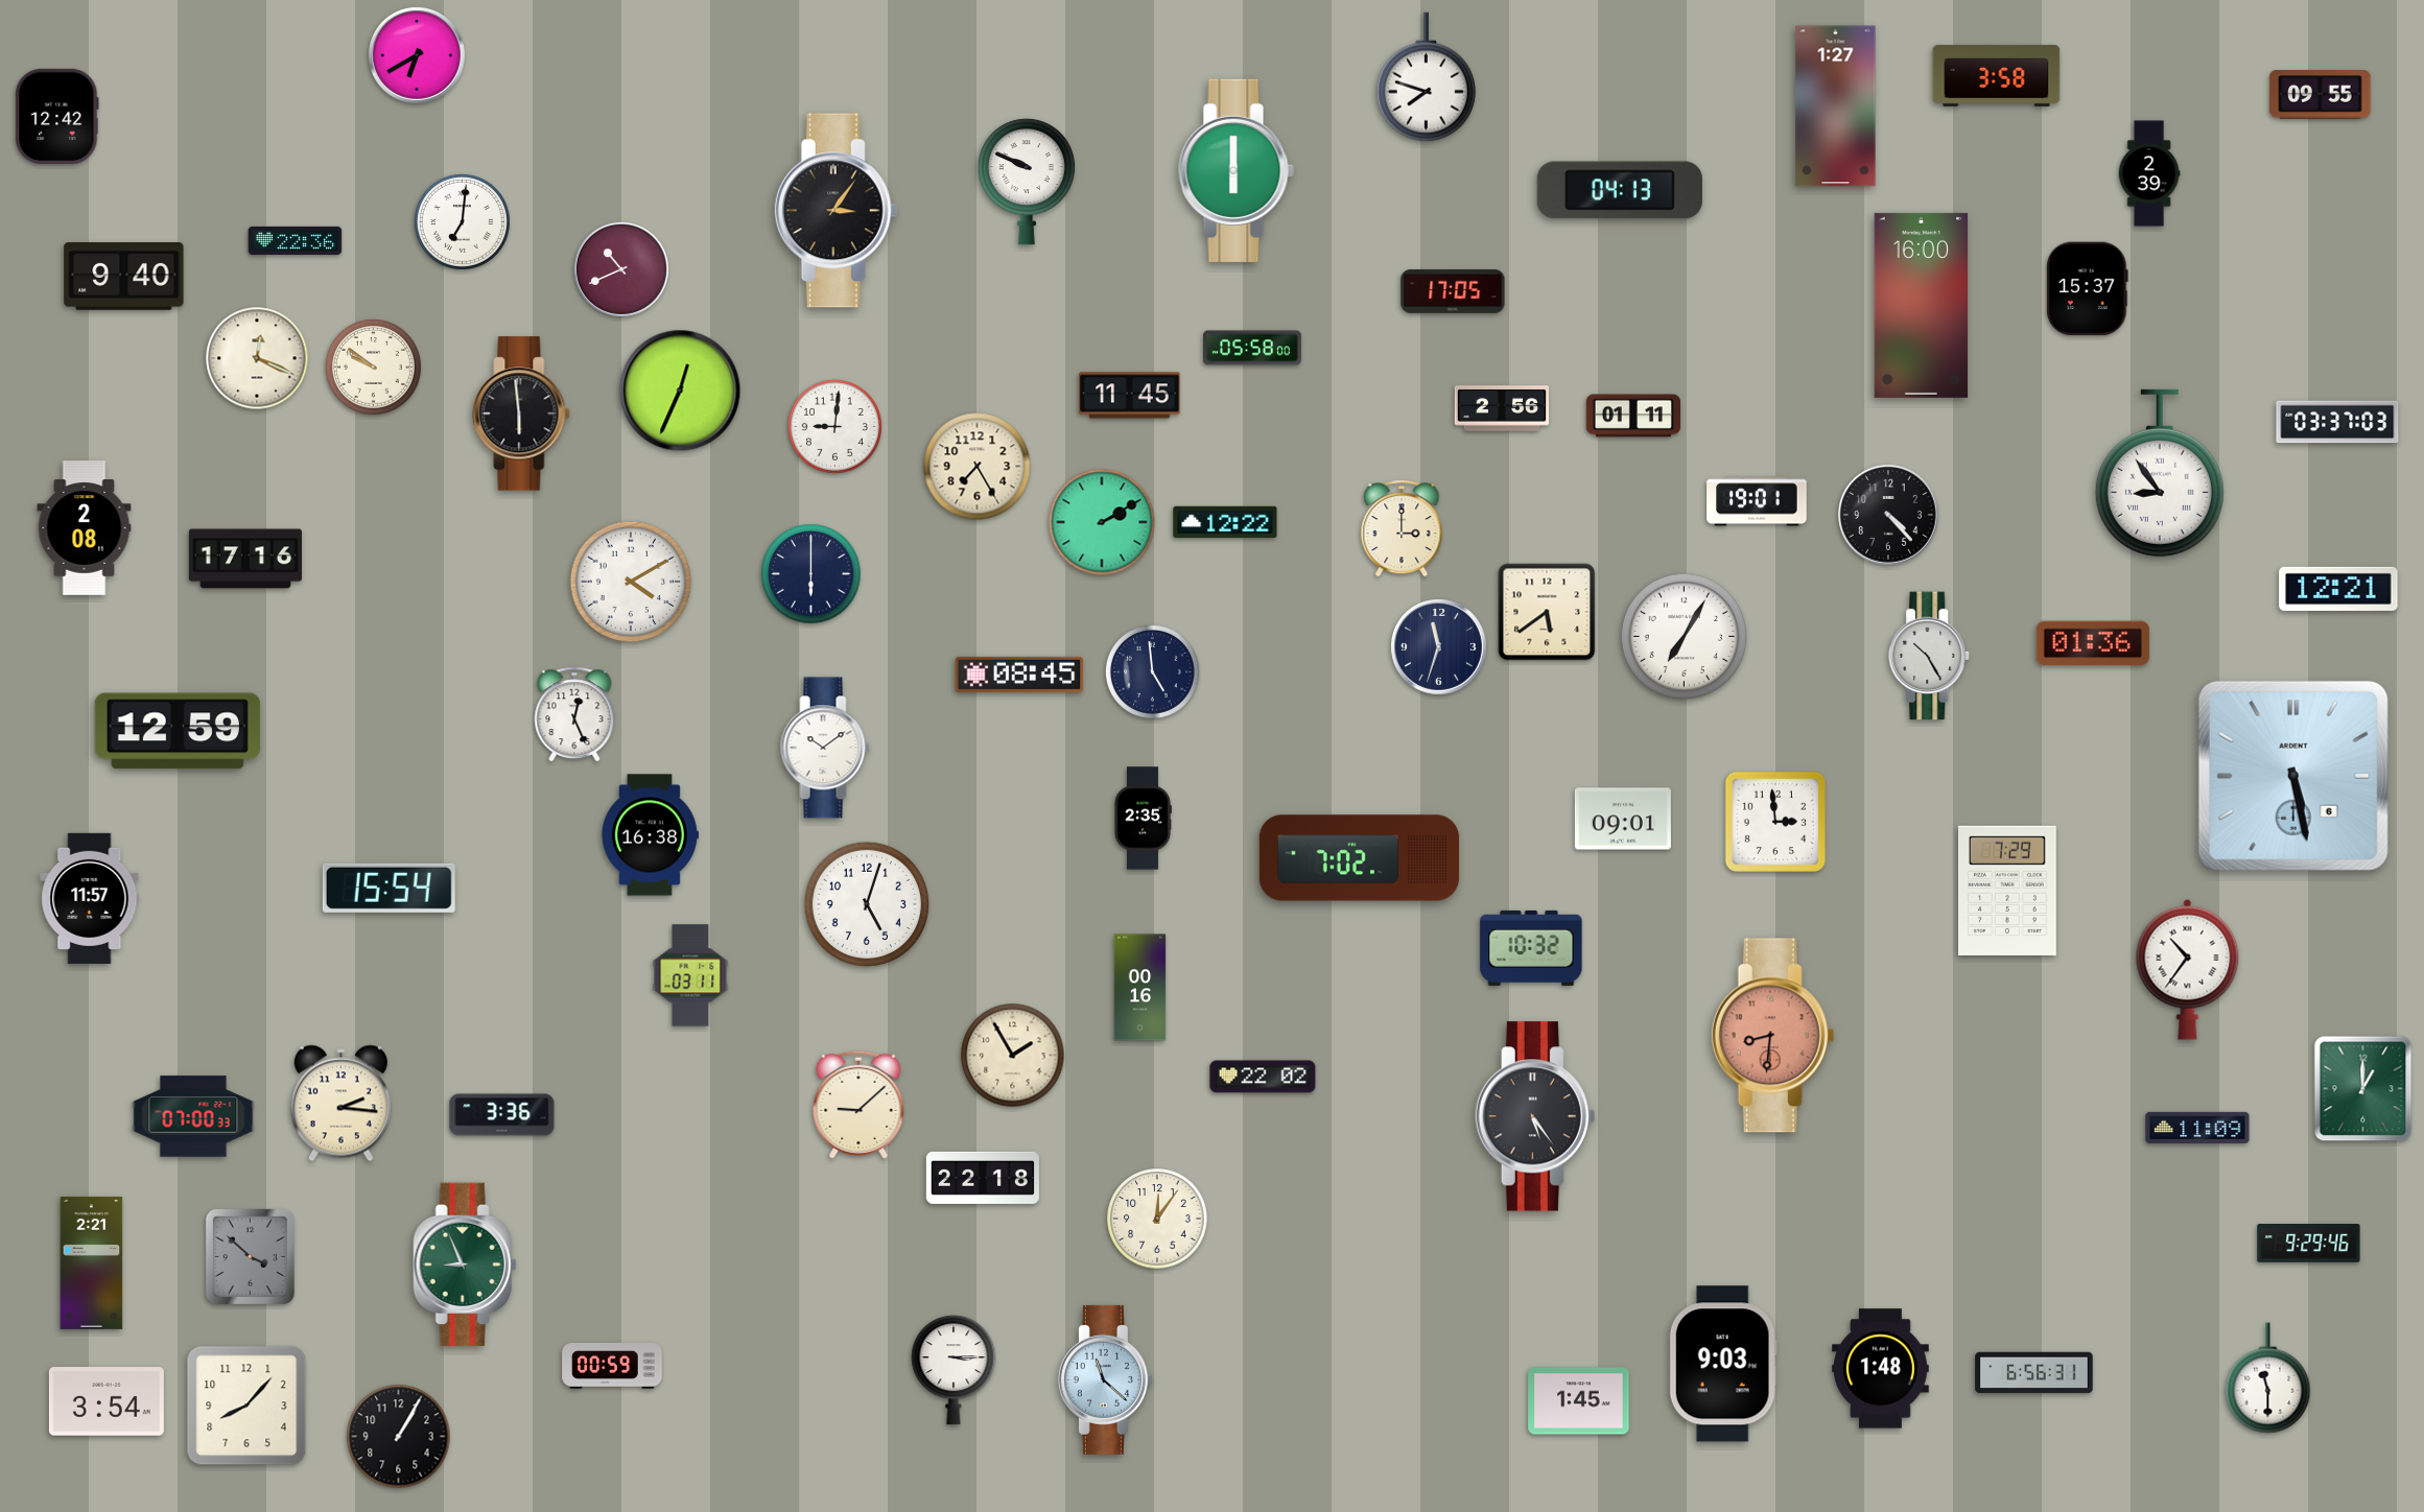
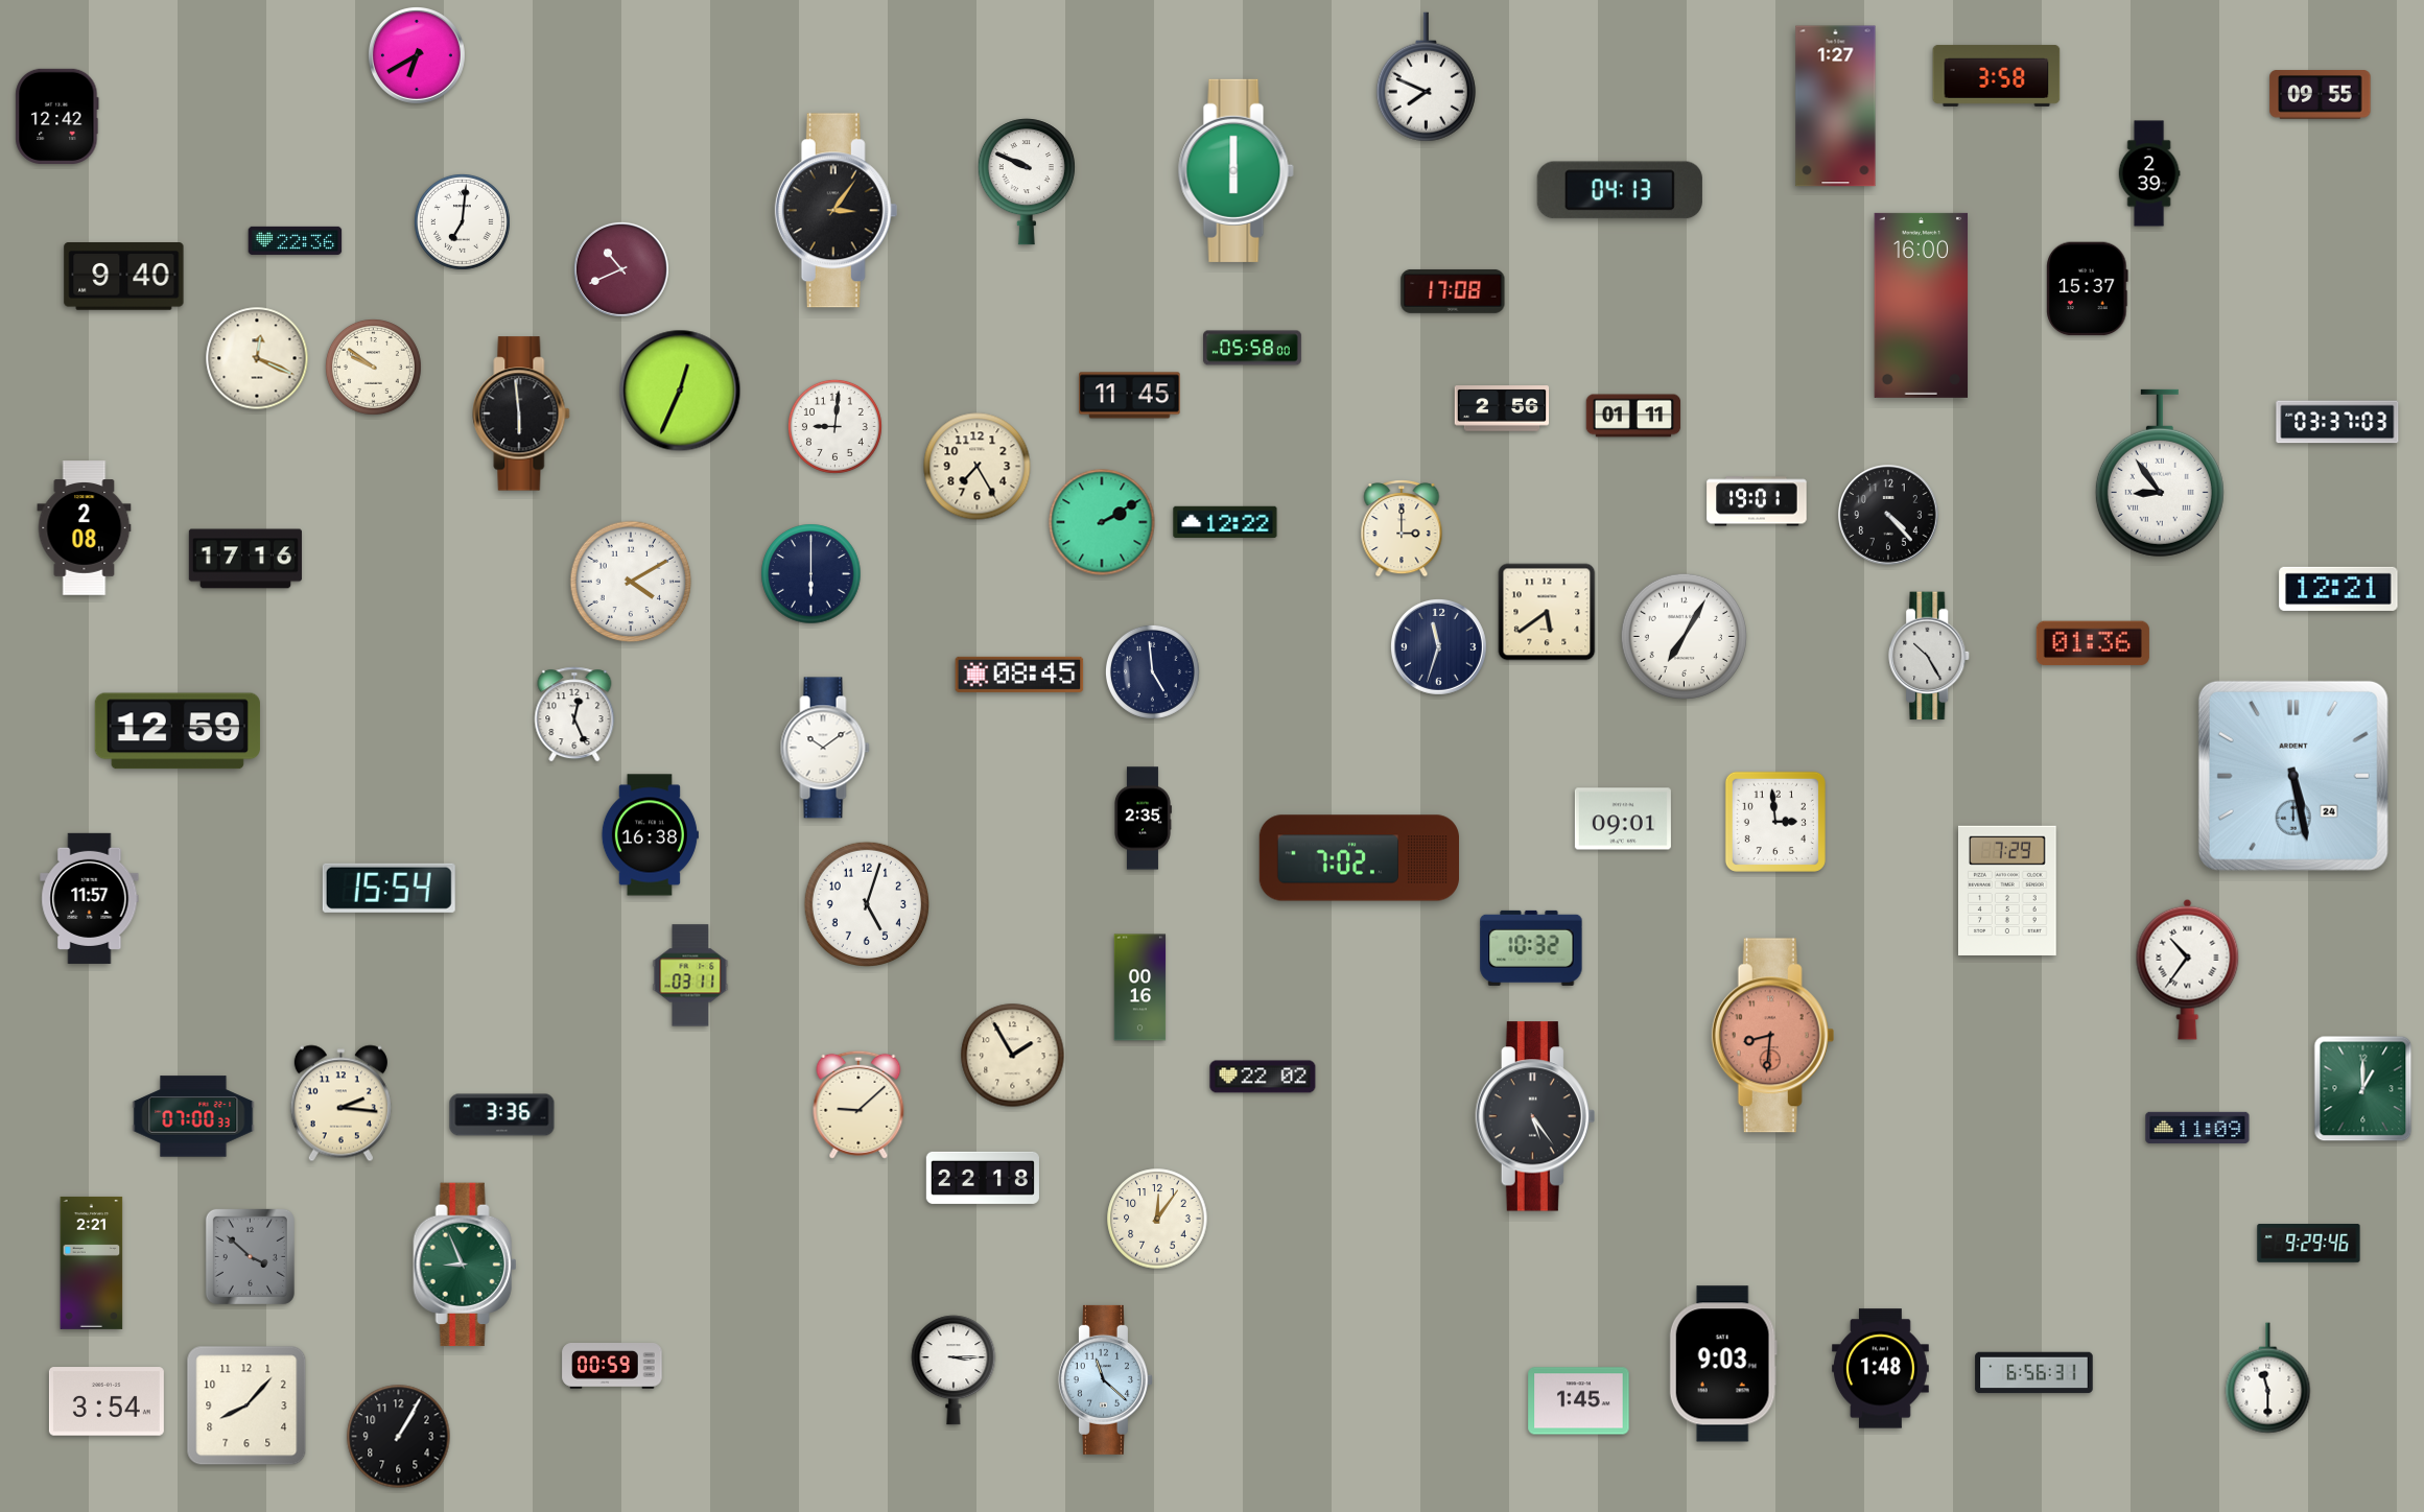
clock at (1426, 77): 7:48 -> 7:49
clock at (1453, 291): 17:05 -> 17:08
clock at (2293, 776) date: 6 -> 24
